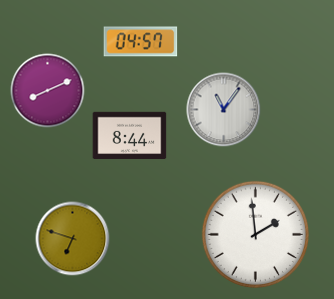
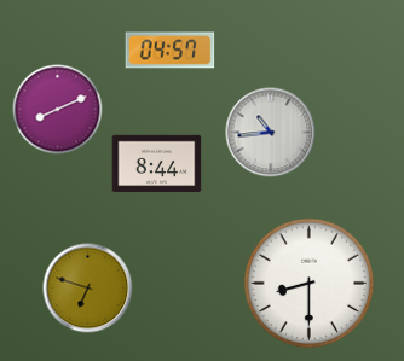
clock at (224, 110): 11:06 -> 10:44
clock at (255, 234): 1:59 -> 8:30
